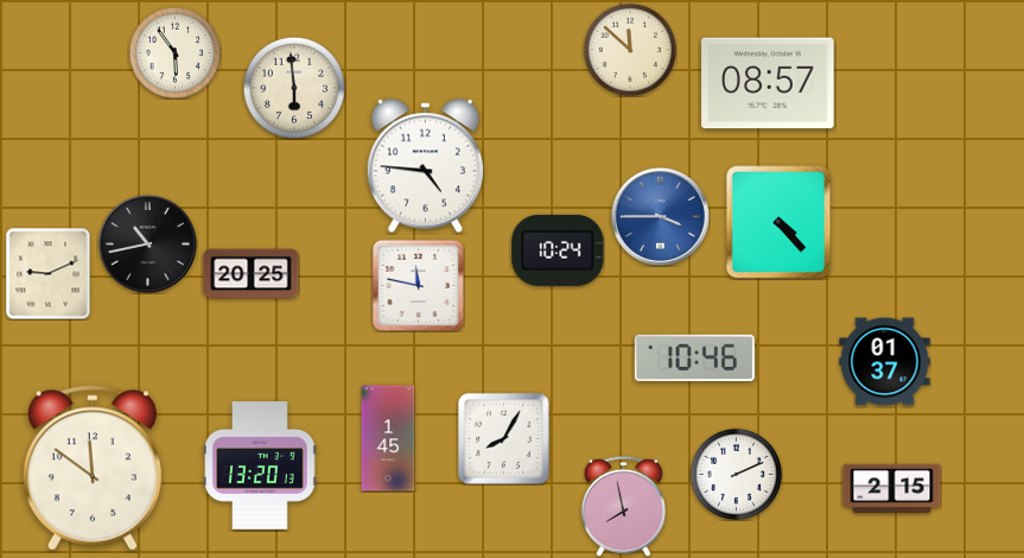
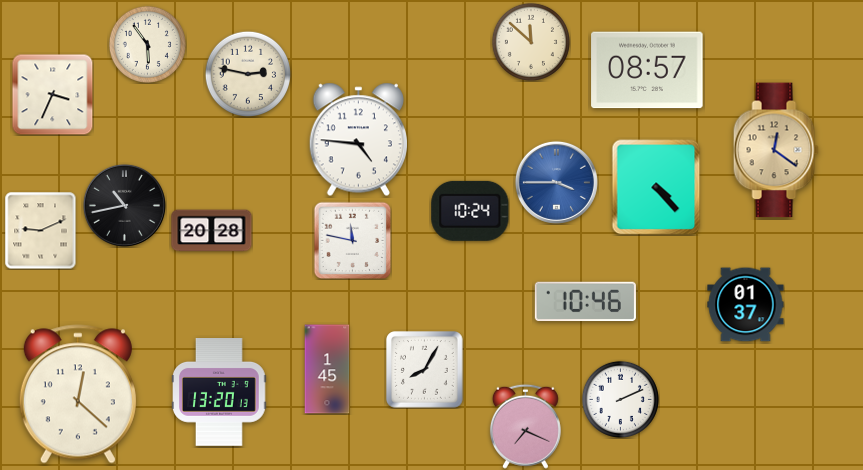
clock at (293, 87): 5:59 -> 2:47
clock at (52, 94): none -> 3:34
clock at (776, 150): none -> 12:21
clock at (252, 274): 20:25 -> 20:28
clock at (93, 468): 11:51 -> 12:22
clock at (892, 489): 2:15 -> none
clock at (623, 506): 7:58 -> 7:19
